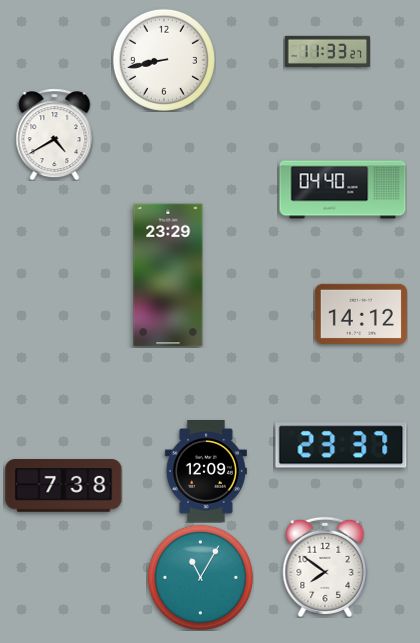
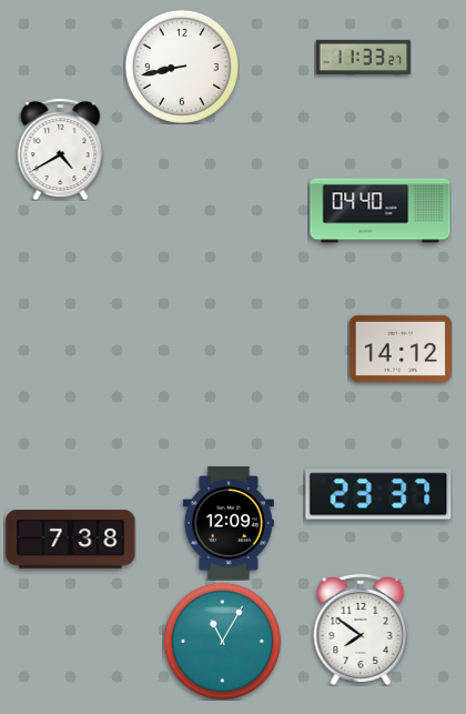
clock at (168, 275): 23:29 -> none
